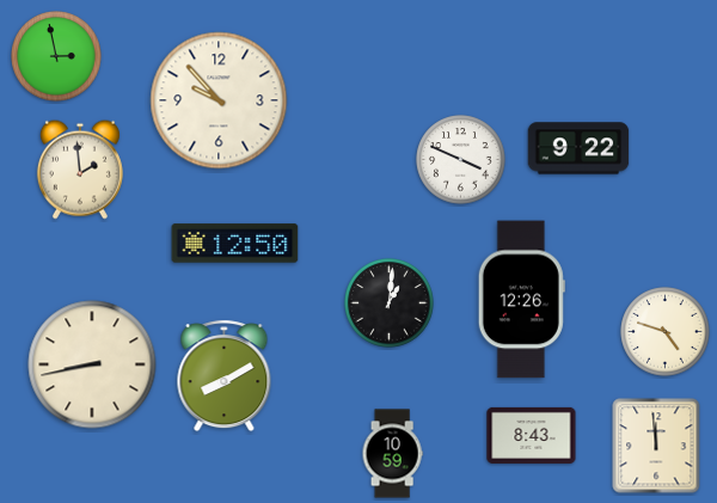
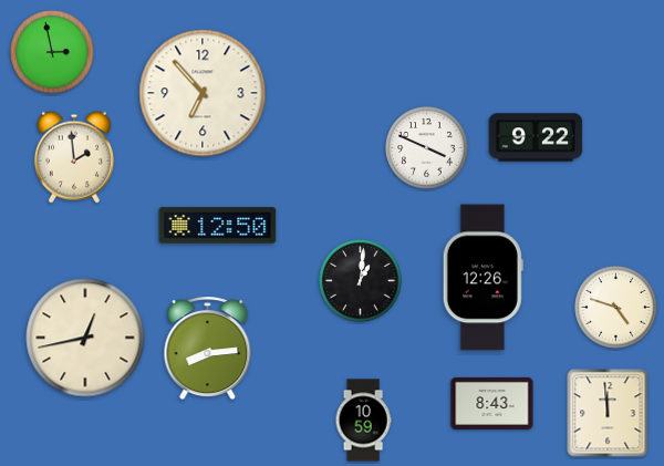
clock at (219, 100): 9:53 -> 6:53
clock at (92, 364): 8:43 -> 12:43
clock at (225, 376): 8:10 -> 8:14
